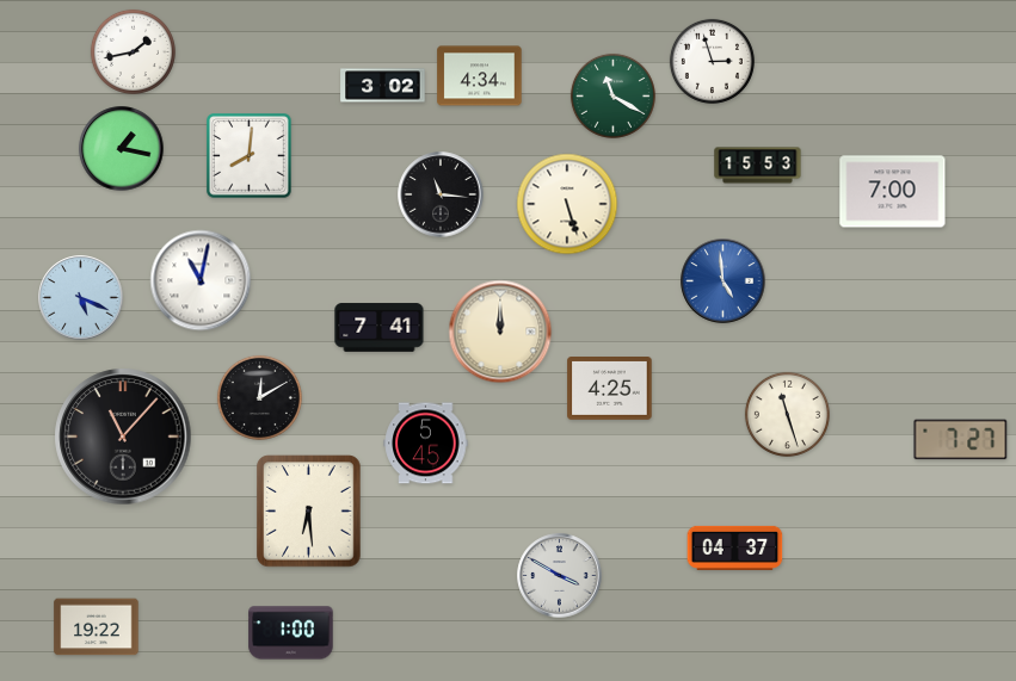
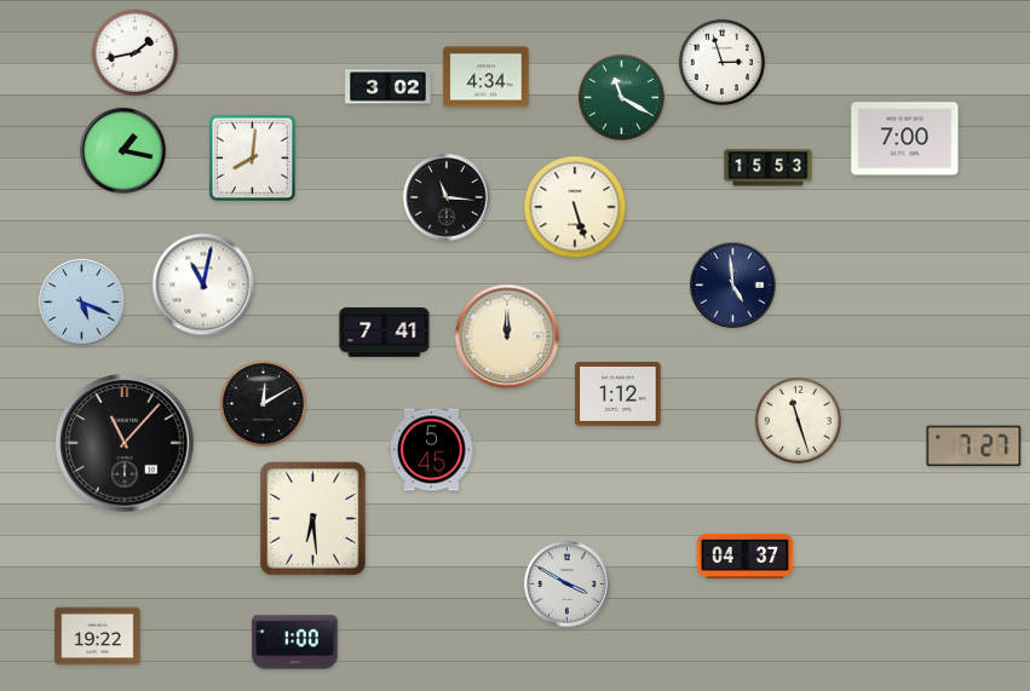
clock at (893, 192) position: (893, 192) -> (905, 139)
clock at (723, 281) dial: blue -> navy
clock at (610, 389): 4:25 -> 1:12
